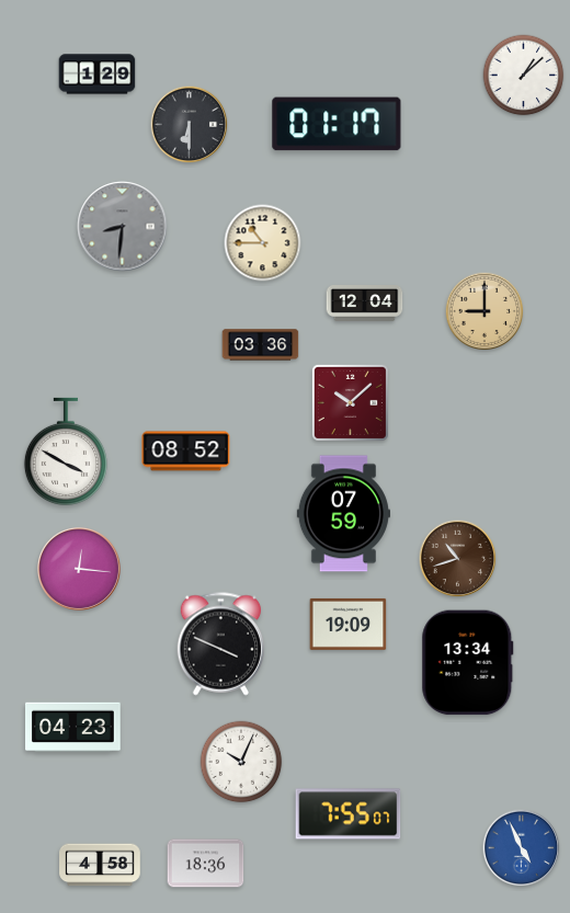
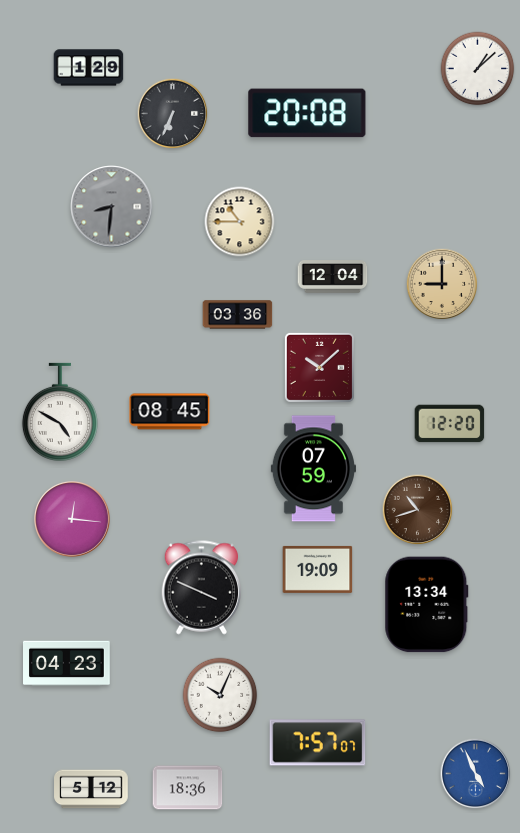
clock at (337, 124): 01:17 -> 20:08
clock at (190, 125): 6:30 -> 6:34
clock at (66, 452): 3:50 -> 4:50
clock at (186, 452): 08:52 -> 08:45
clock at (450, 424): none -> 12:20
clock at (349, 814): 7:55 -> 7:57
clock at (100, 865): 4:58 -> 5:12
